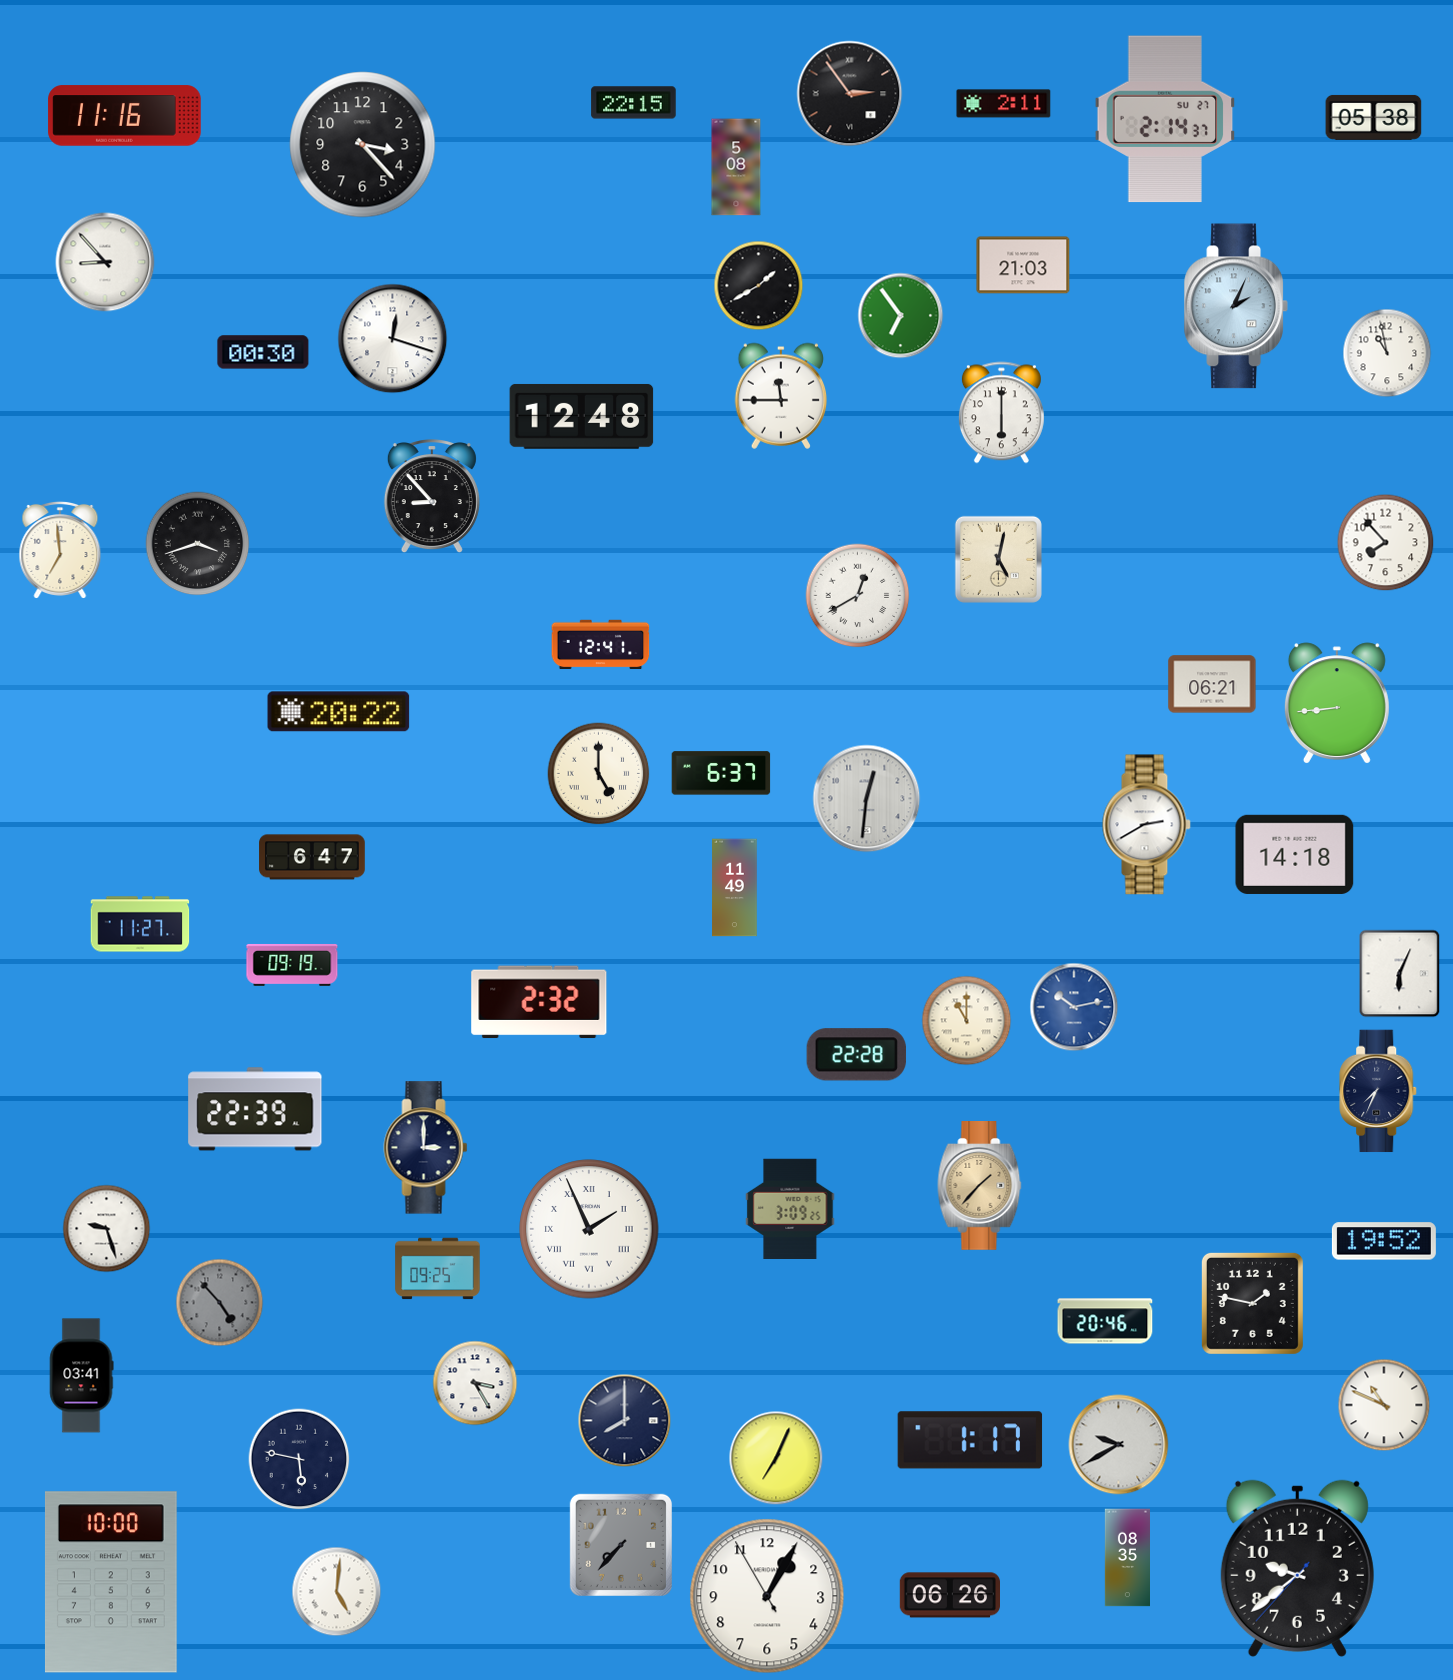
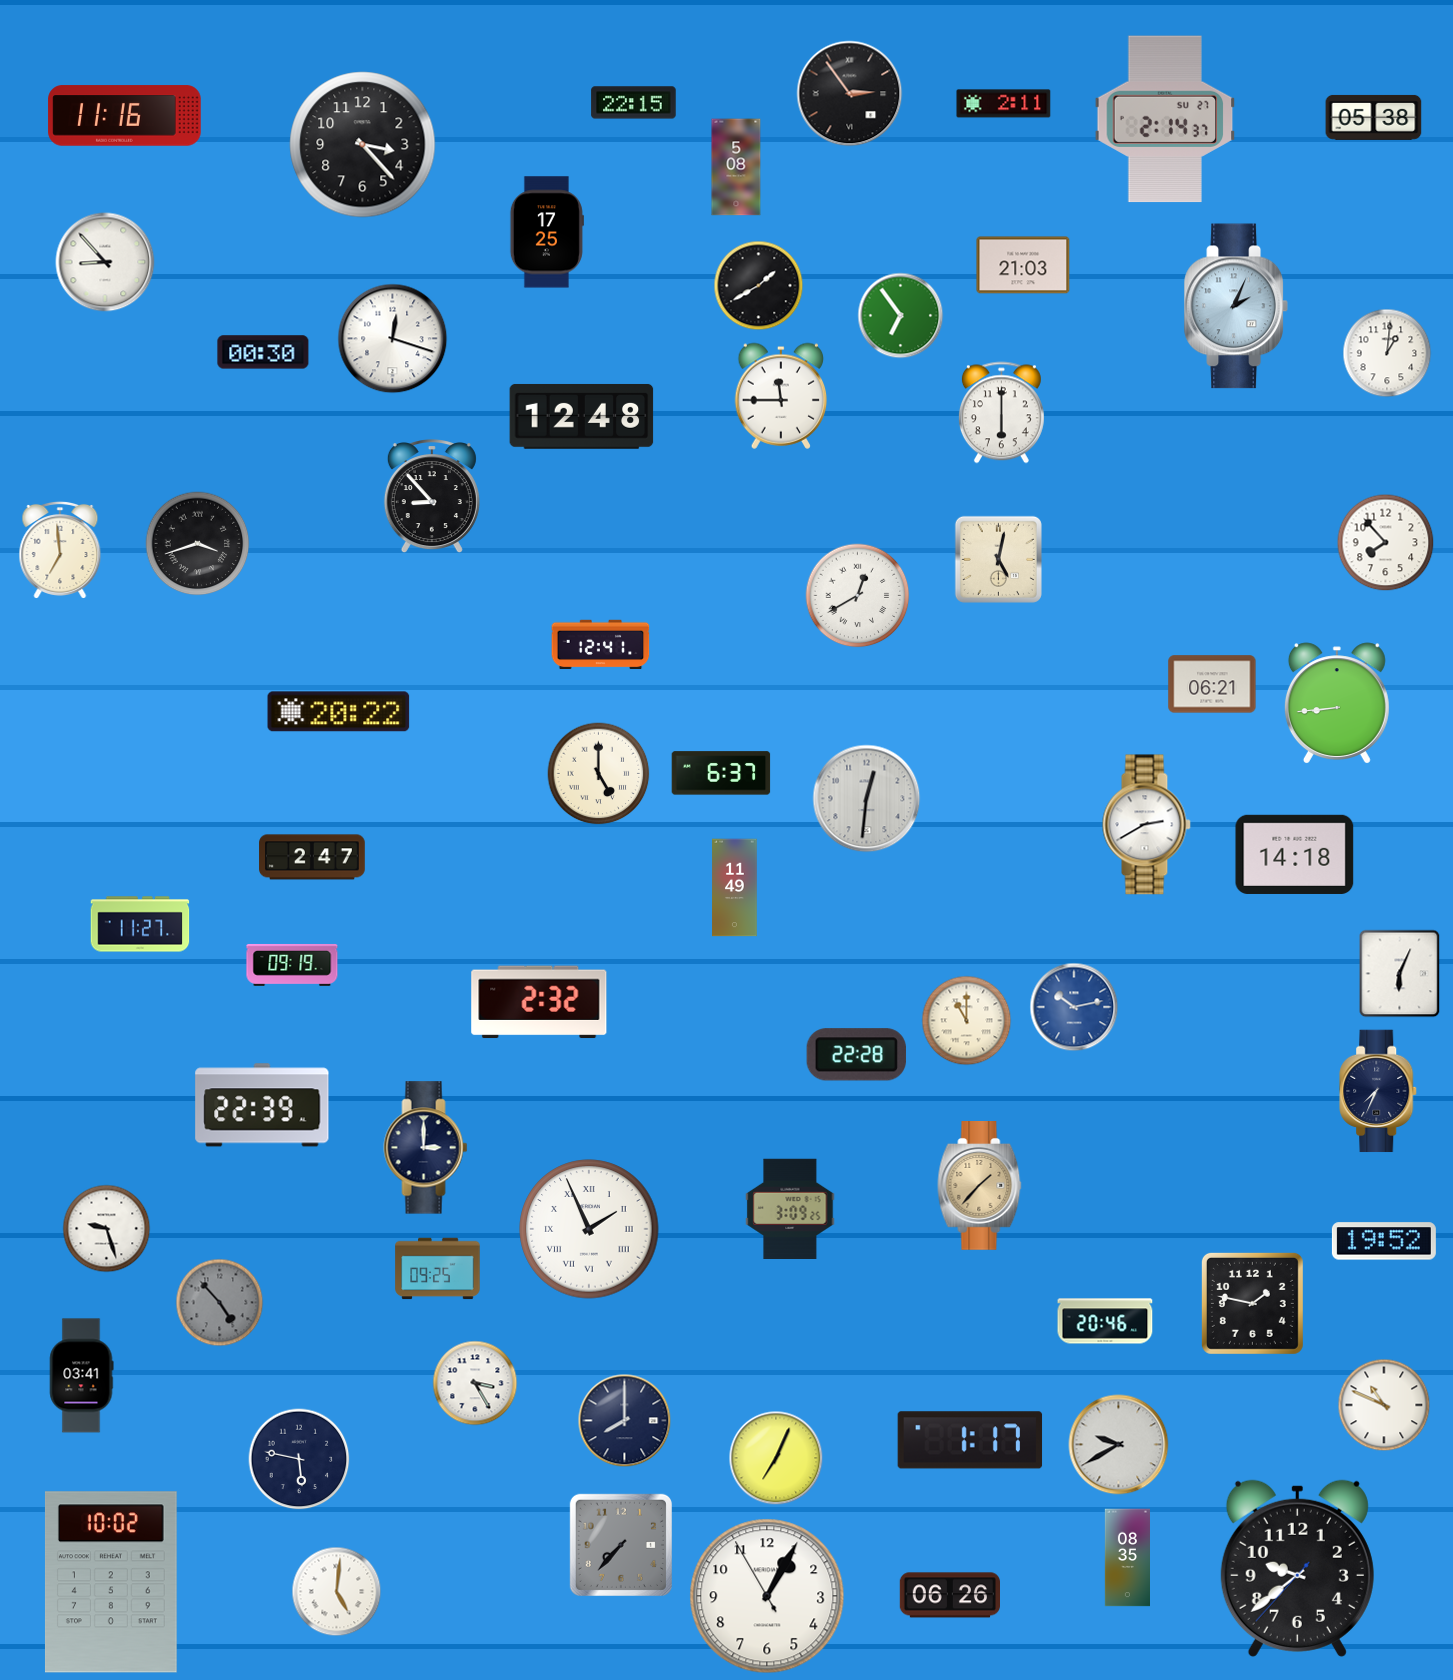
clock at (547, 232): none -> 17:25
clock at (1387, 353): 10:58 -> 1:01
clock at (312, 857): 6:47 -> 2:47
clock at (255, 1109) position: (255, 1109) -> (262, 1105)
clock at (111, 1582): 10:00 -> 10:02
